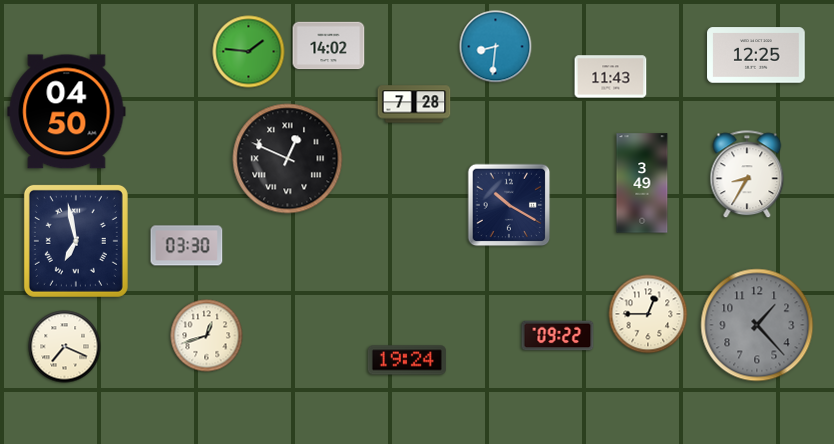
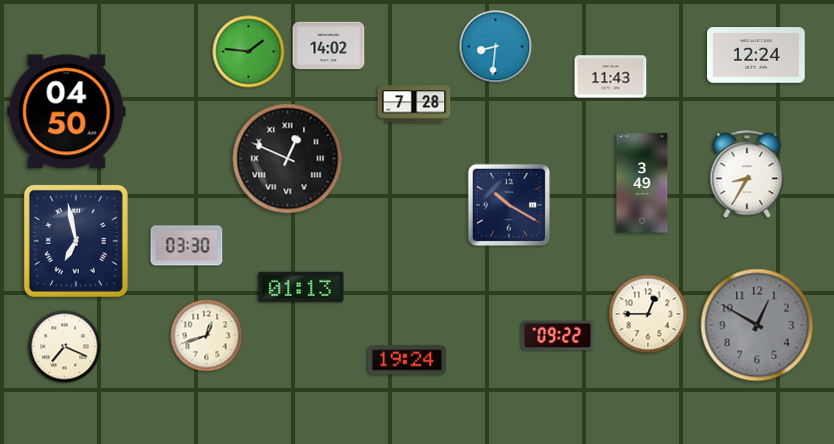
clock at (756, 55): 12:25 -> 12:24
clock at (301, 287): none -> 01:13
clock at (757, 325): 1:23 -> 12:50
